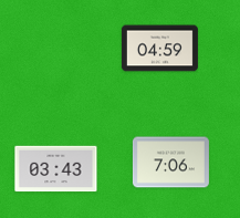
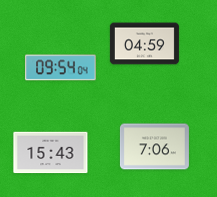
clock at (61, 68): none -> 09:54
clock at (56, 169): 03:43 -> 15:43
